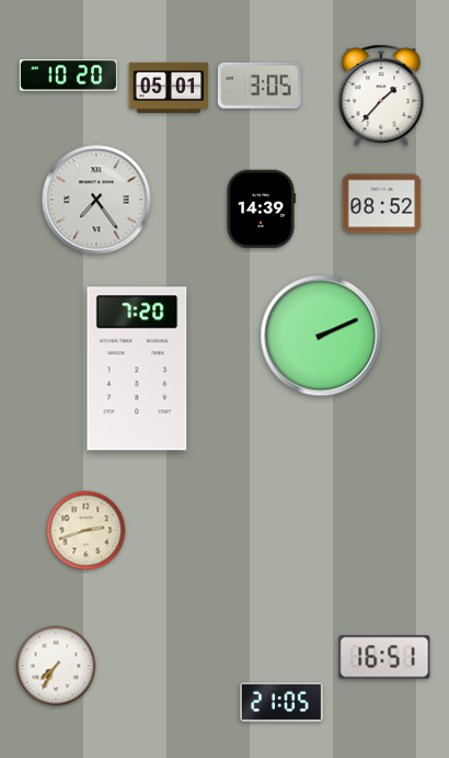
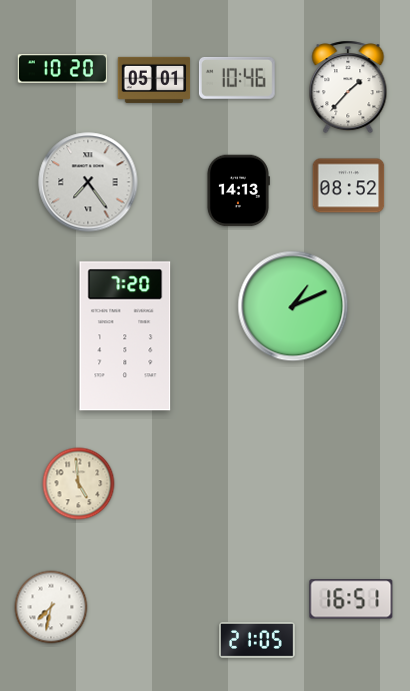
clock at (260, 86): 3:05 -> 10:46
clock at (261, 210): 14:39 -> 14:13
clock at (321, 336): 2:11 -> 1:11
clock at (87, 531): 2:42 -> 4:59
clock at (56, 666): 7:35 -> 7:32
